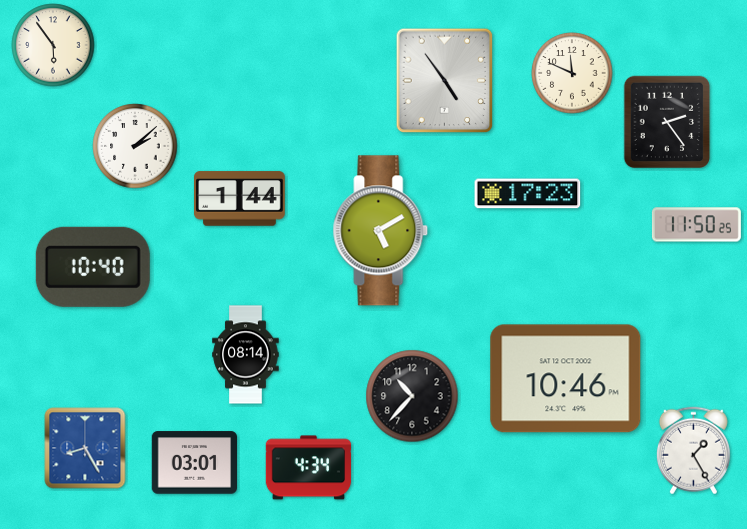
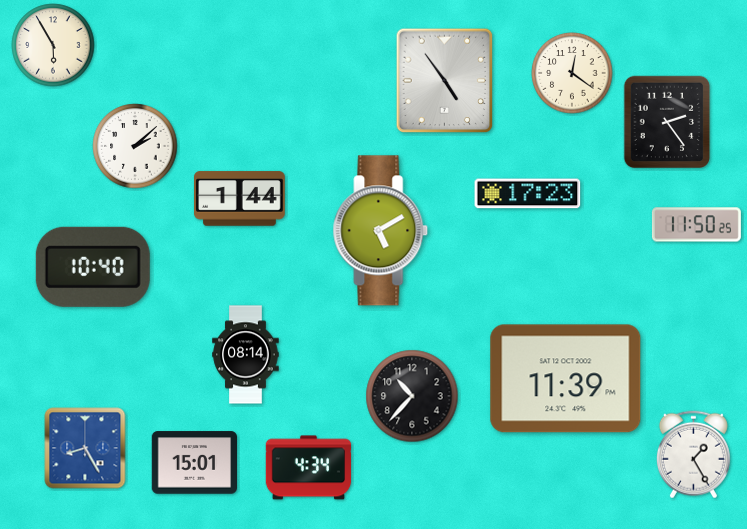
clock at (53, 45): 5:54 -> 5:55
clock at (572, 73): 11:49 -> 12:21
clock at (566, 379): 10:46 -> 11:39
clock at (693, 451) position: (693, 451) -> (693, 455)
clock at (194, 463): 03:01 -> 15:01
